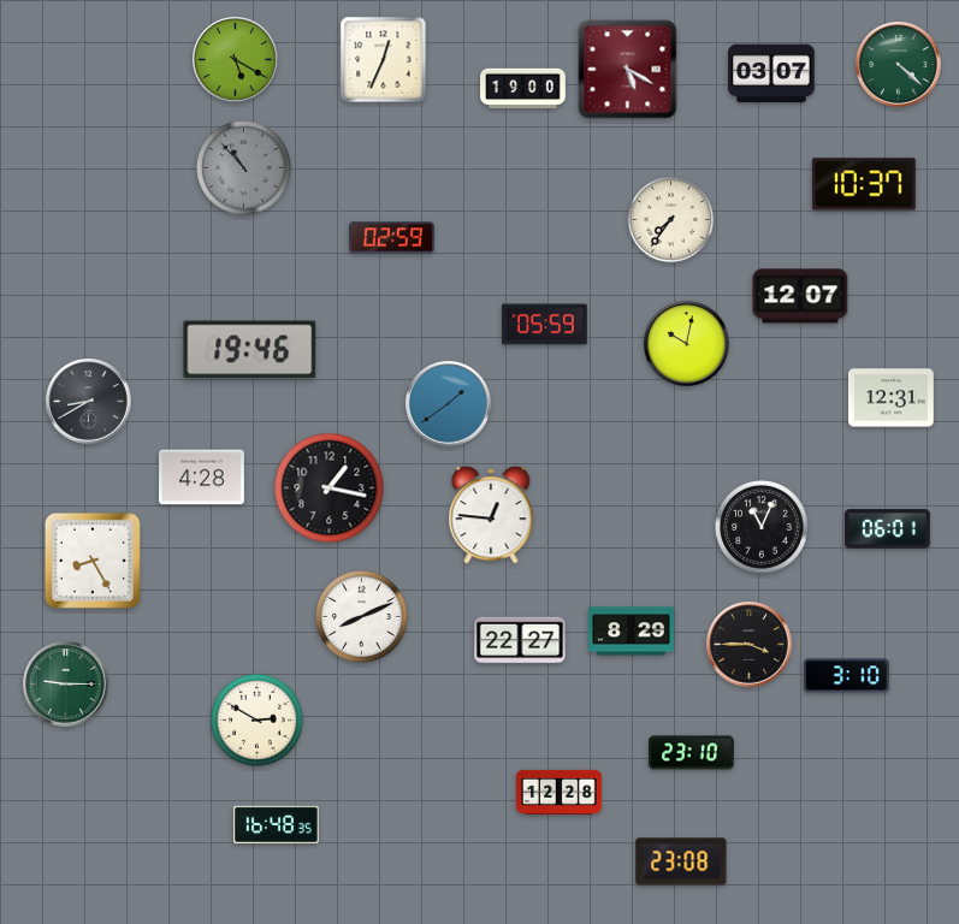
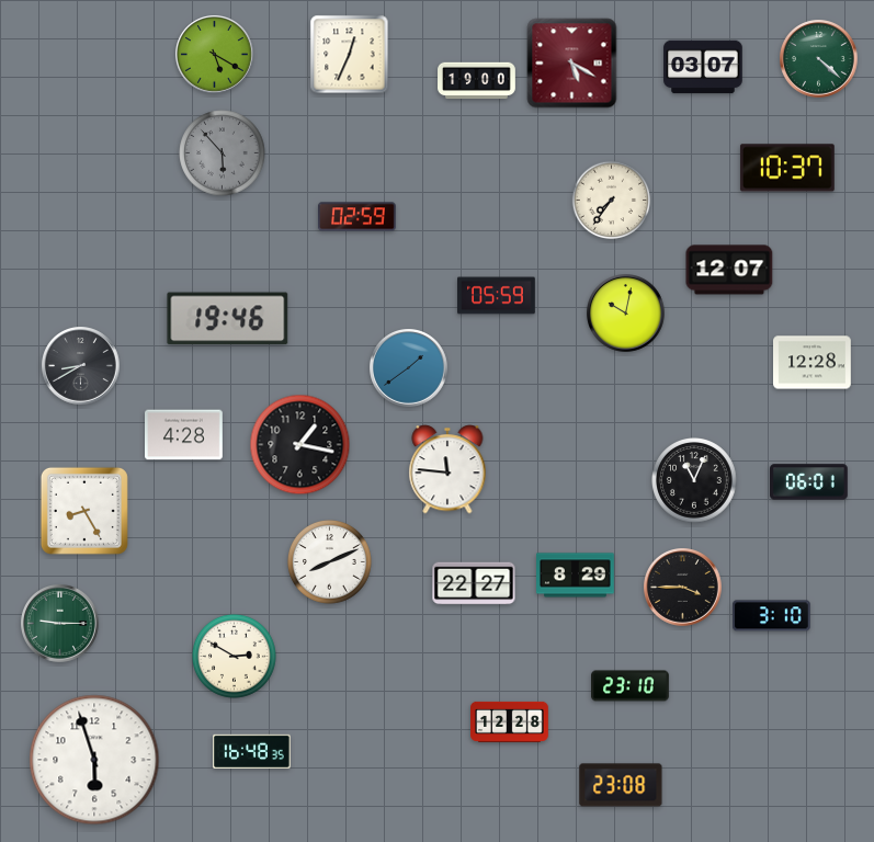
clock at (244, 168): 10:53 -> 5:53
clock at (892, 398): 12:31 -> 12:28
clock at (491, 515): 12:46 -> 11:46
clock at (94, 760): none -> 5:57
